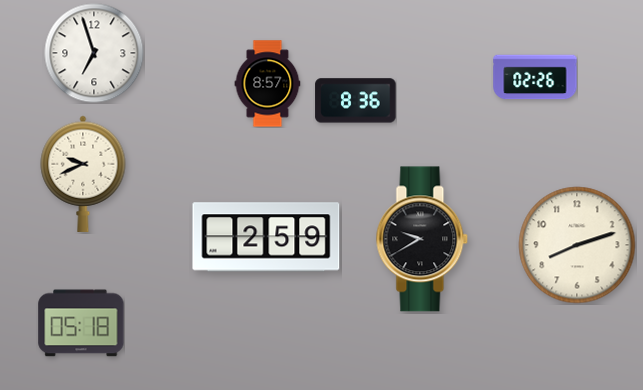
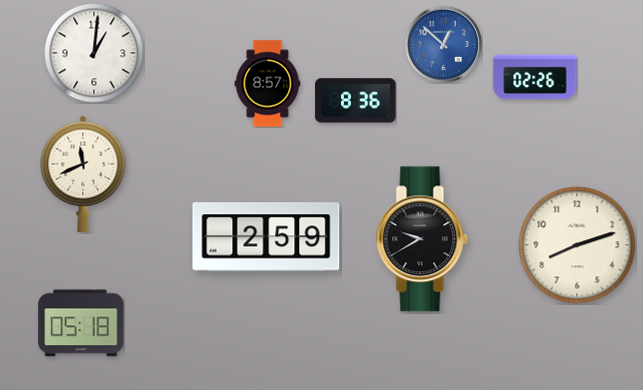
clock at (443, 44): none -> 12:52
clock at (94, 53): 6:57 -> 1:01
clock at (83, 174): 9:41 -> 11:41
